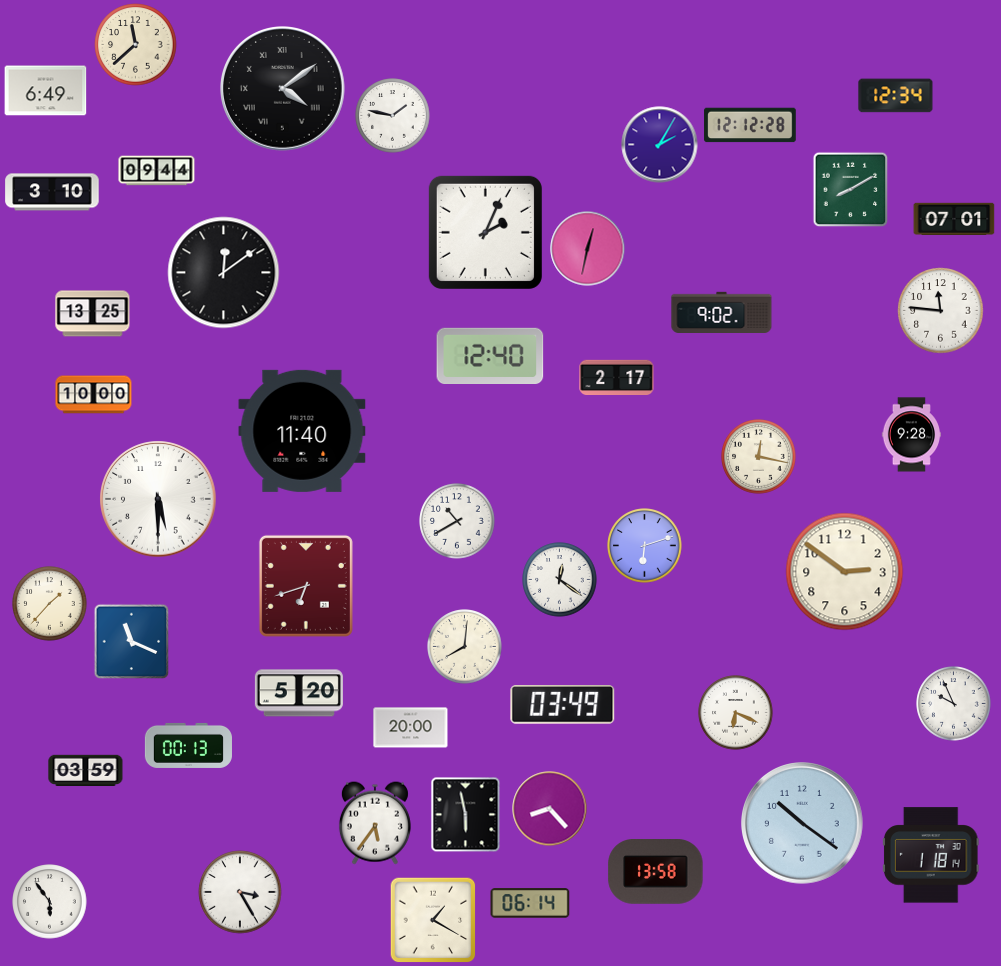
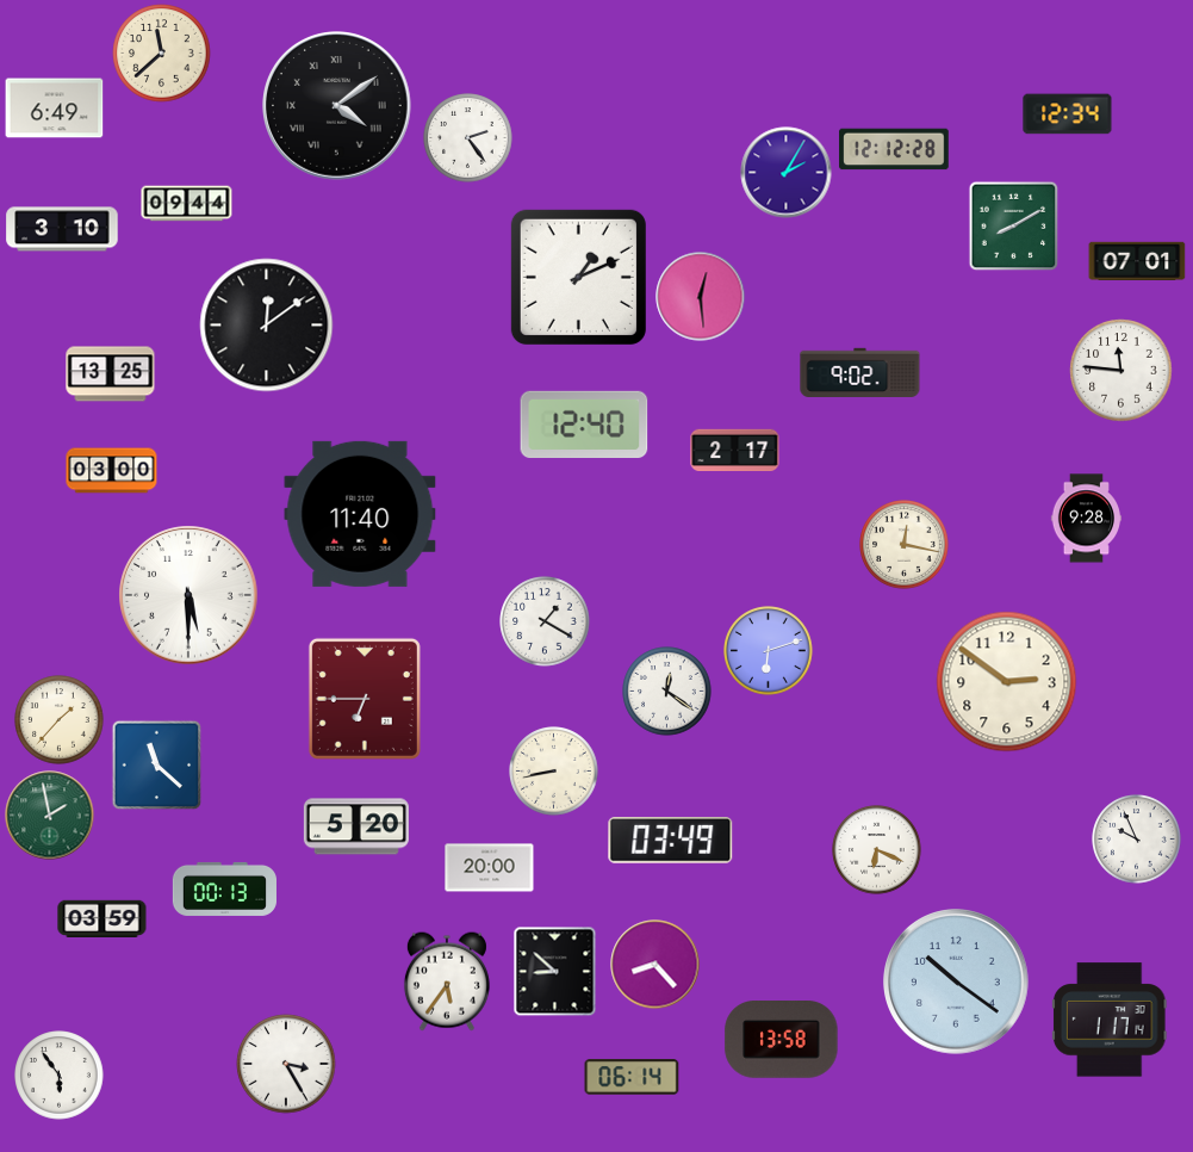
clock at (393, 116): 1:47 -> 2:24
clock at (485, 232): 2:04 -> 1:11
clock at (588, 249): 12:32 -> 12:29
clock at (94, 395): 10:00 -> 03:00
clock at (457, 521): 10:40 -> 1:20
clock at (306, 586): 6:42 -> 6:45
clock at (132, 642): 11:19 -> 11:22
clock at (465, 647): 8:01 -> 8:43
clock at (50, 816): none -> 1:58
clock at (466, 815): 5:58 -> 8:52
clock at (931, 855): 1:18 -> 1:17
clock at (433, 920): 1:20 -> none
